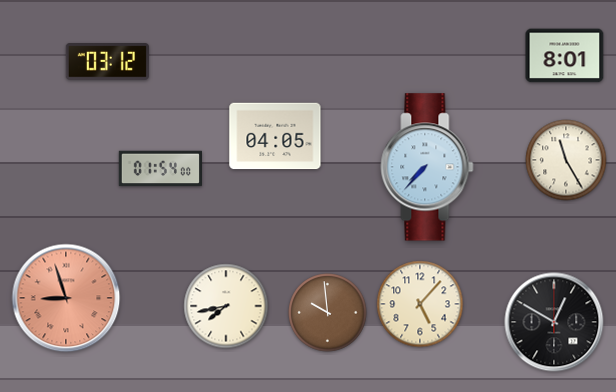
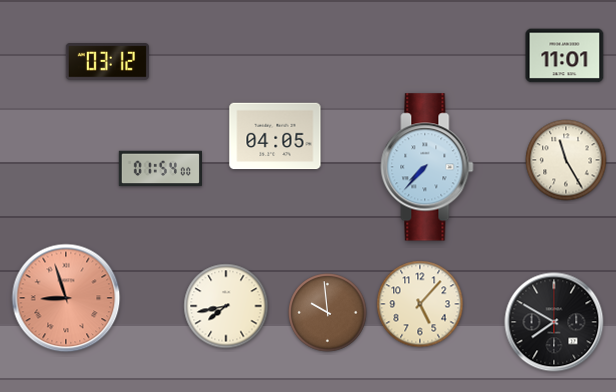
clock at (565, 56): 8:01 -> 11:01
clock at (554, 322): 12:50 -> 7:50
